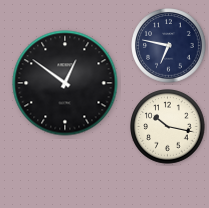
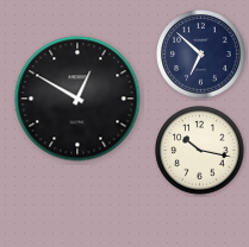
clock at (169, 46): 6:47 -> 6:52
clock at (65, 83): 12:51 -> 12:50
